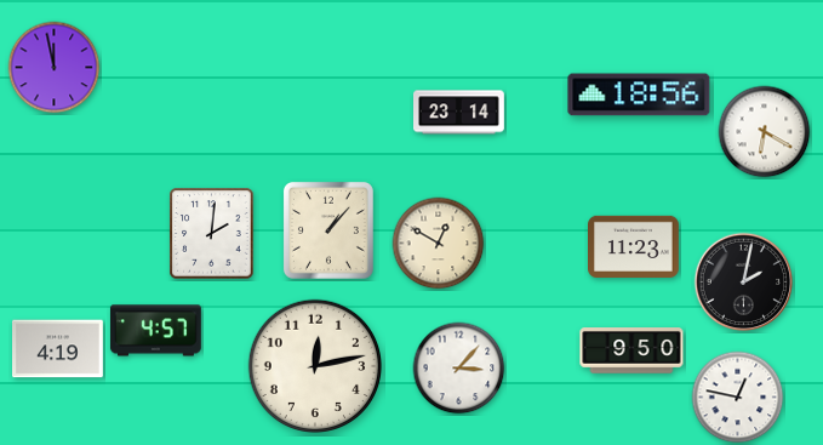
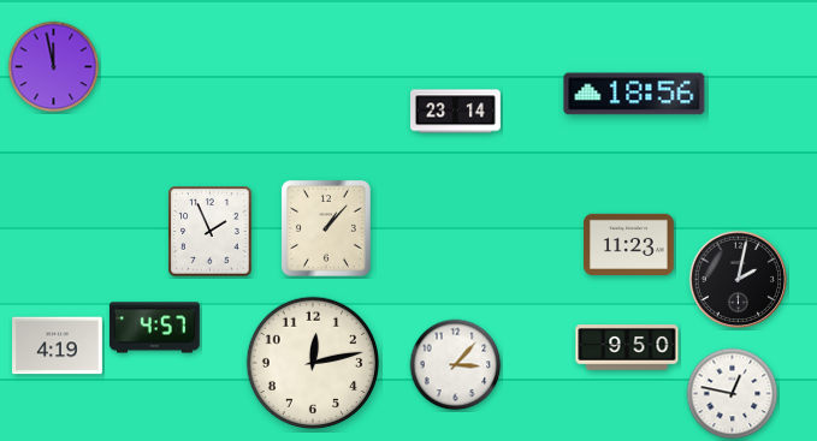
clock at (765, 132): 6:20 -> none
clock at (212, 234): 2:01 -> 1:56
clock at (439, 244): 12:50 -> none
